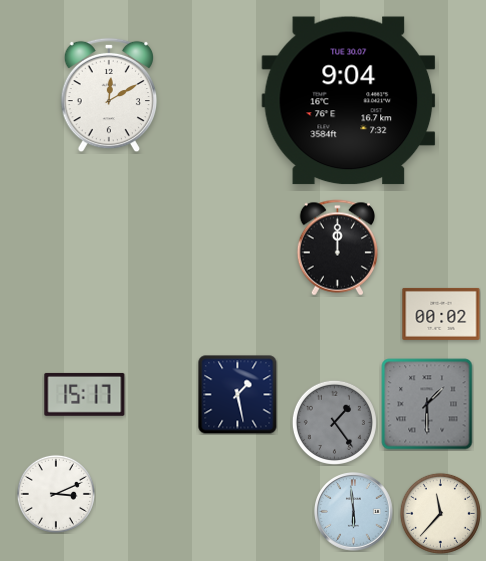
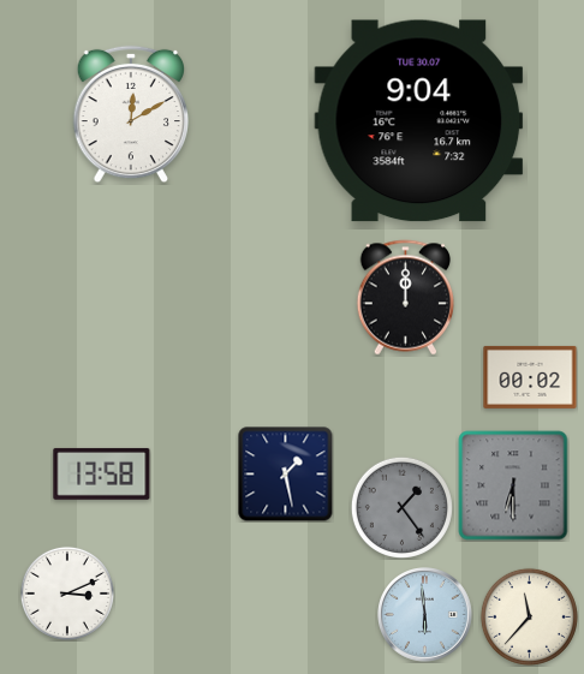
clock at (85, 394): 15:17 -> 13:58
clock at (427, 404): 1:30 -> 6:30
